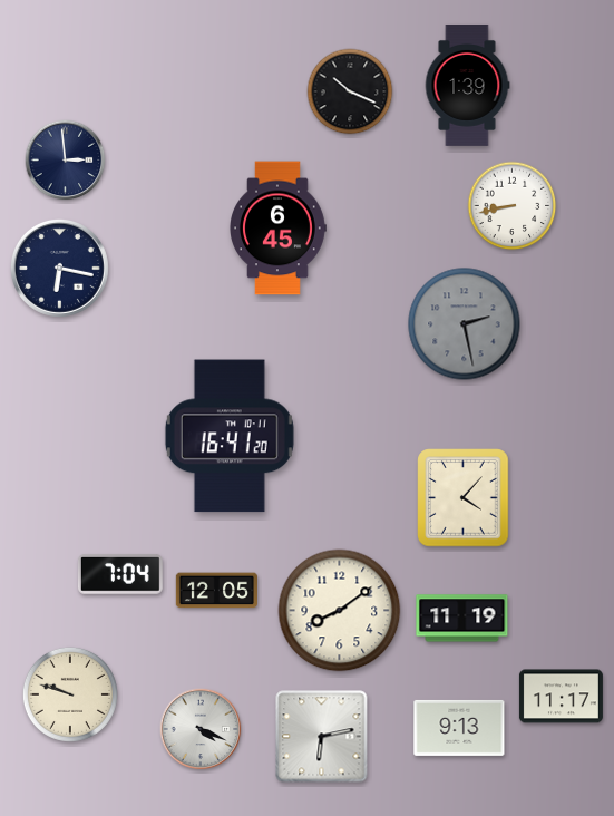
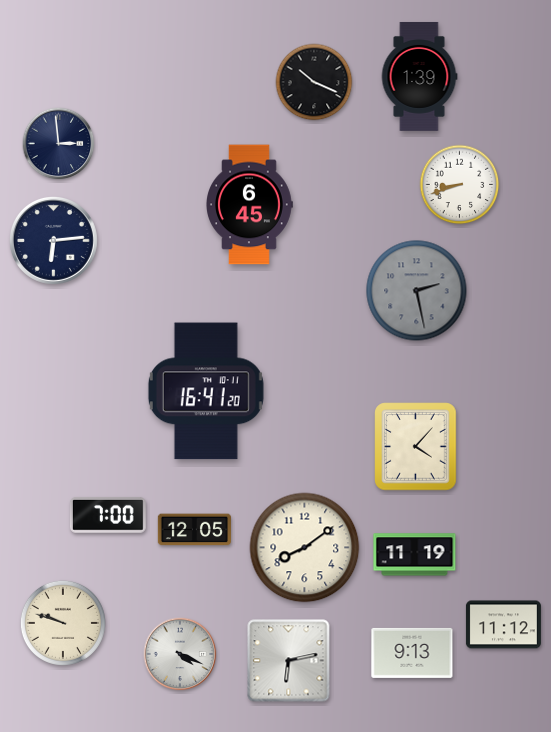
clock at (513, 206): 8:43 -> 8:42
clock at (59, 268): 6:17 -> 6:14
clock at (120, 574): 7:04 -> 7:00
clock at (561, 697): 11:17 -> 11:12
